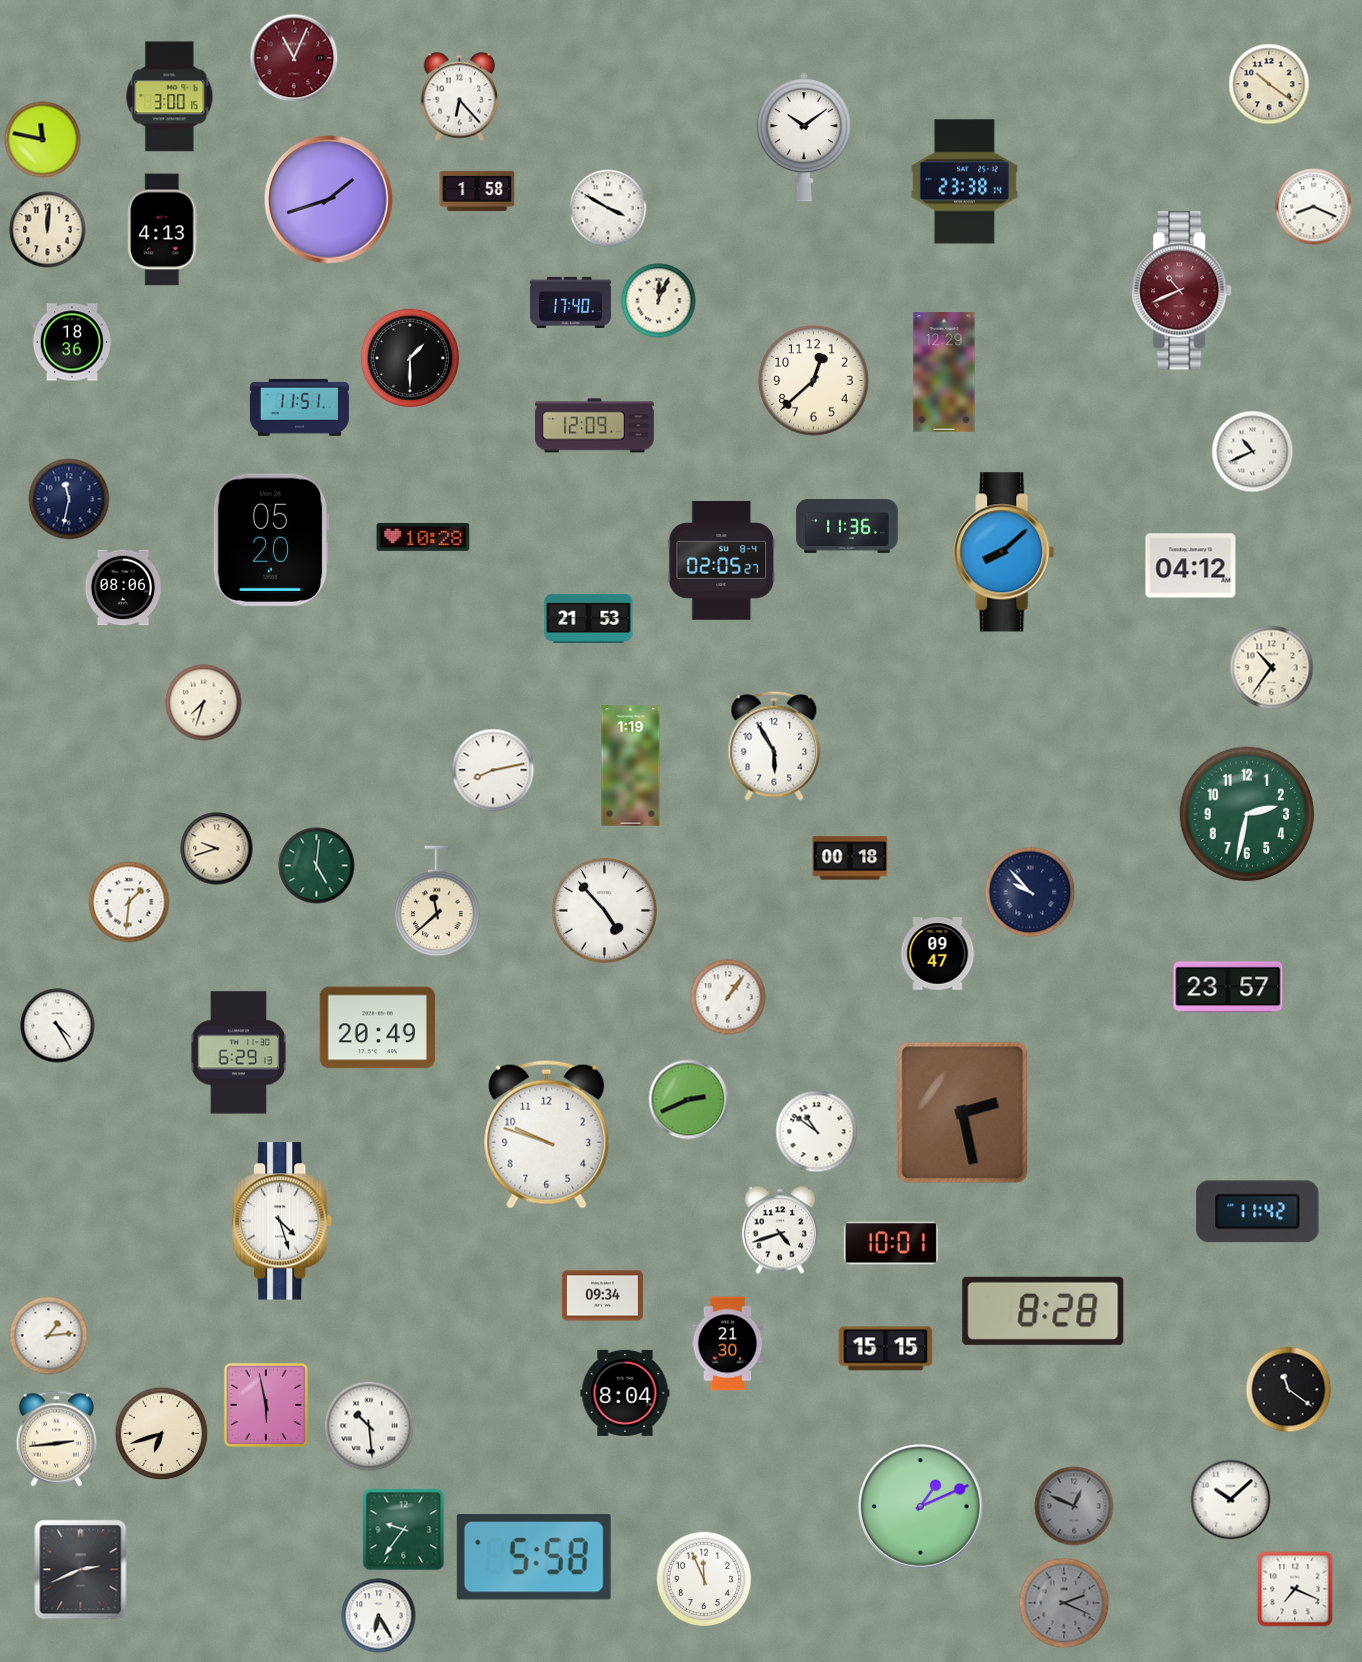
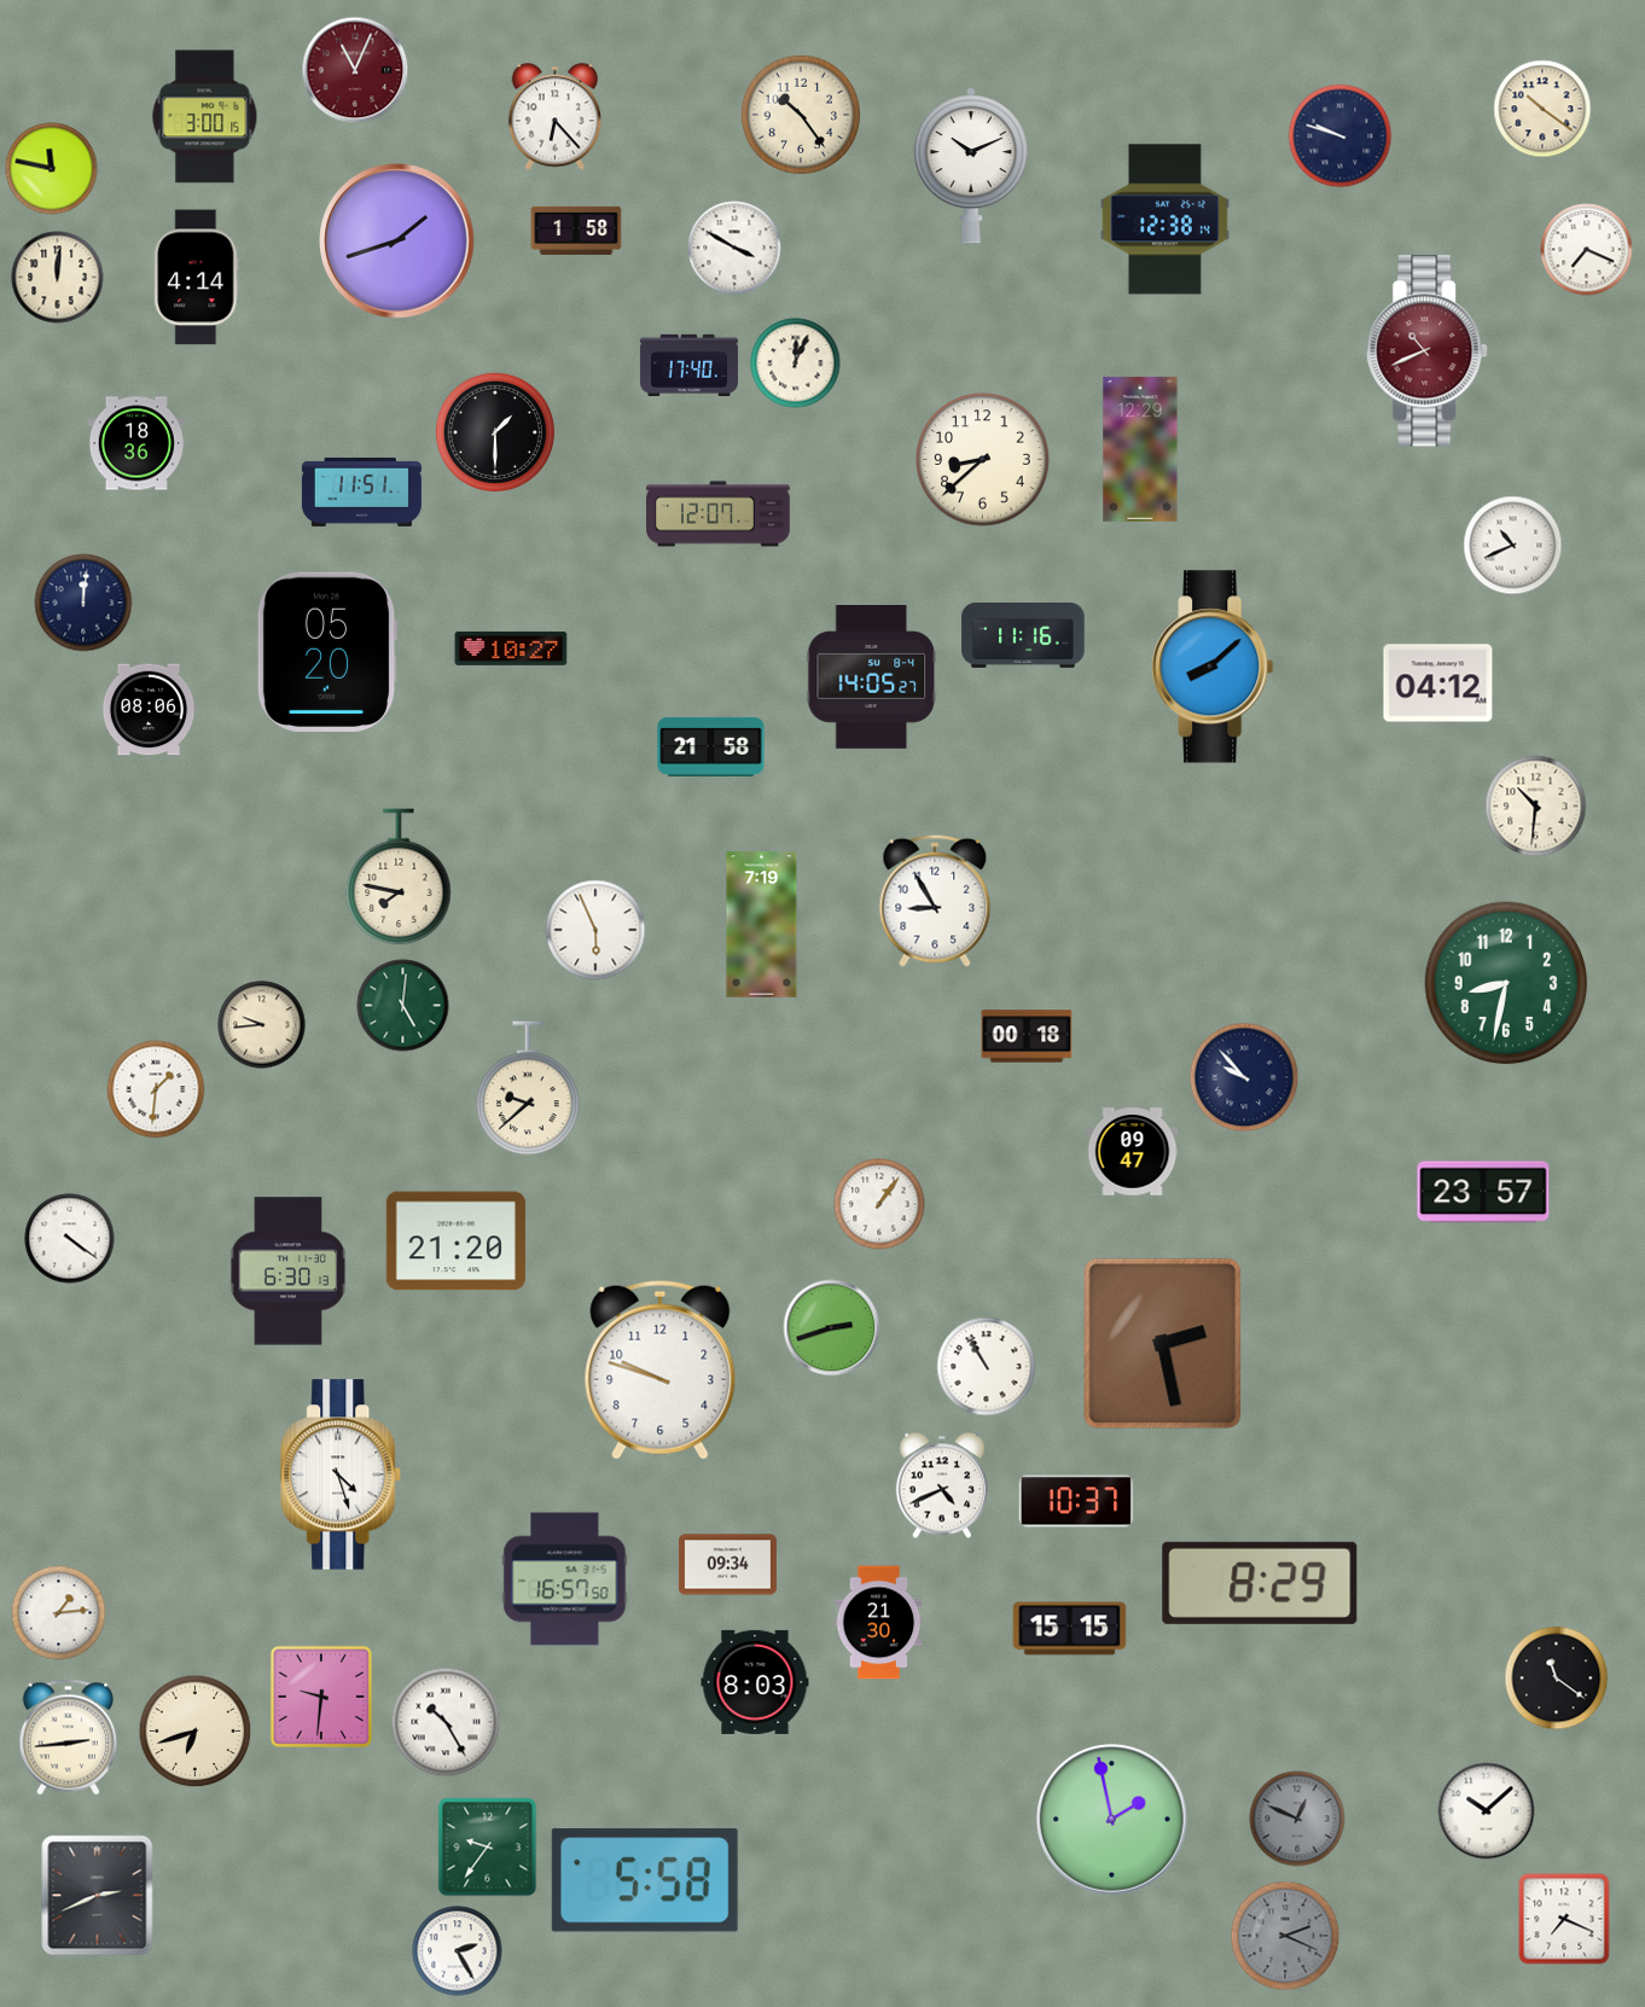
clock at (1269, 84) position: (1269, 84) -> (1542, 109)
clock at (801, 115): none -> 10:24
clock at (1341, 136): none -> 9:48
clock at (804, 138): 10:09 -> 10:11
clock at (964, 182): 23:38 -> 12:38
clock at (1314, 207): 8:19 -> 7:19
clock at (608, 208) position: (608, 208) -> (734, 248)
clock at (163, 230): 4:13 -> 4:14
clock at (72, 342) position: (72, 342) -> (136, 443)
clock at (814, 381): 12:38 -> 8:38
clock at (595, 426): 12:09 -> 12:07
clock at (69, 499): 11:32 -> 12:01
clock at (847, 527): 11:36 -> 11:16
clock at (423, 537): 10:28 -> 10:27
clock at (722, 561): 02:05 -> 14:05
clock at (589, 618): 21:53 -> 21:58
clock at (1272, 668): 10:36 -> 10:31
clock at (204, 703): 7:33 -> none
clock at (399, 878): none -> 7:47
clock at (774, 746): 5:55 -> 8:55
clock at (631, 766): 1:19 -> 7:19
clock at (493, 770): 8:13 -> 5:56
clock at (1247, 814): 2:32 -> 8:32
clock at (217, 849): 9:42 -> 9:44
clock at (317, 866) position: (317, 866) -> (403, 1006)
clock at (437, 902): 11:38 -> 9:38
clock at (604, 910): 4:53 -> none
clock at (58, 1026): 4:25 -> 4:21
clock at (377, 1028): 20:49 -> 21:20
clock at (239, 1053): 6:29 -> 6:30
clock at (689, 1100): 2:41 -> 2:42
clock at (817, 1132): 10:51 -> 10:55
clock at (1258, 1212): 11:42 -> none
clock at (779, 1230): 4:42 -> 4:41
clock at (891, 1243): 10:01 -> 10:37
clock at (565, 1580): none -> 16:57
clock at (1043, 1311): 8:28 -> 8:29
clock at (625, 1393): 8:04 -> 8:03
clock at (266, 1405): 5:58 -> 9:31
clock at (369, 1426): 10:29 -> 10:25
clock at (921, 1507): 1:11 -> 1:58
clock at (704, 1579): 11:56 -> none
clock at (379, 1616): 6:25 -> 2:25
